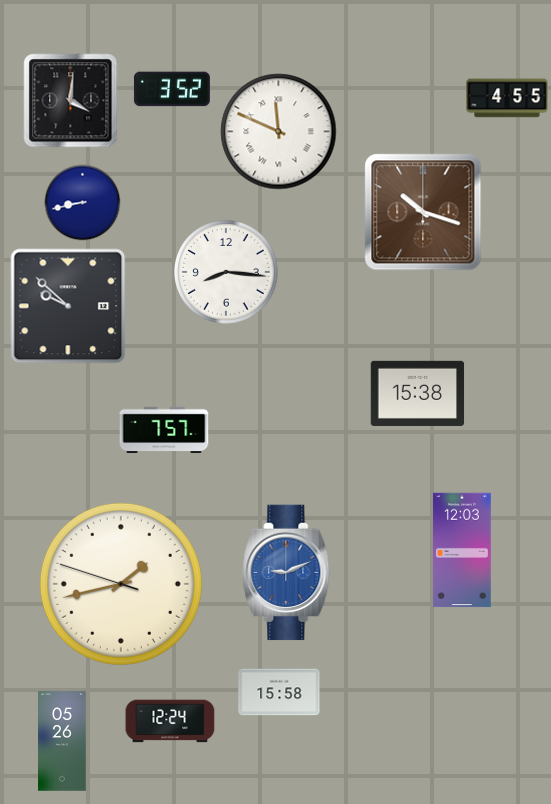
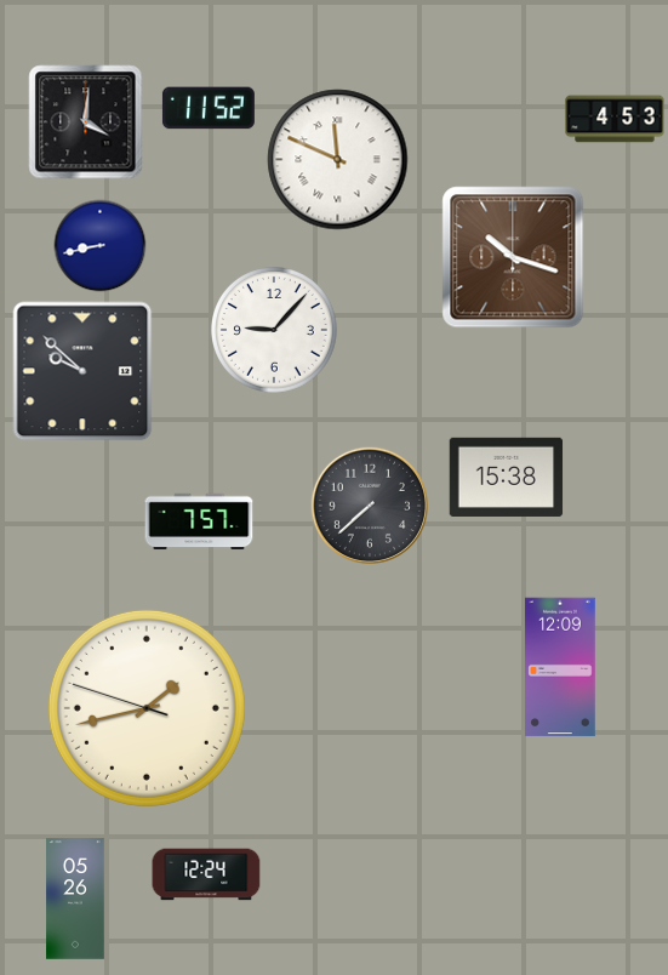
clock at (172, 89): 3:52 -> 11:52
clock at (507, 98): 4:55 -> 4:53
clock at (227, 273): 8:16 -> 9:07
clock at (370, 506): none -> 7:38
clock at (462, 550): 12:03 -> 12:09
clock at (287, 573): 9:11 -> none
clock at (279, 692): 15:58 -> none
